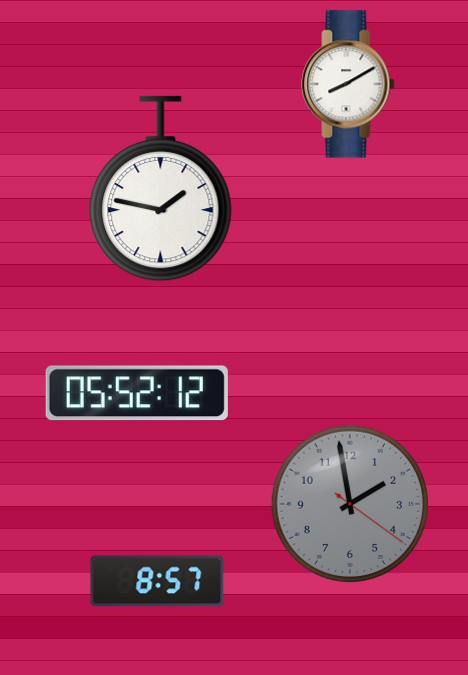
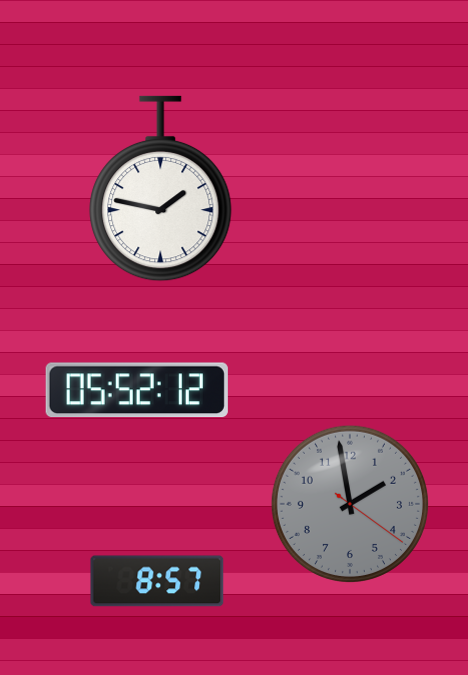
clock at (348, 84): 8:10 -> none
clock at (137, 393) position: (137, 393) -> (137, 390)
